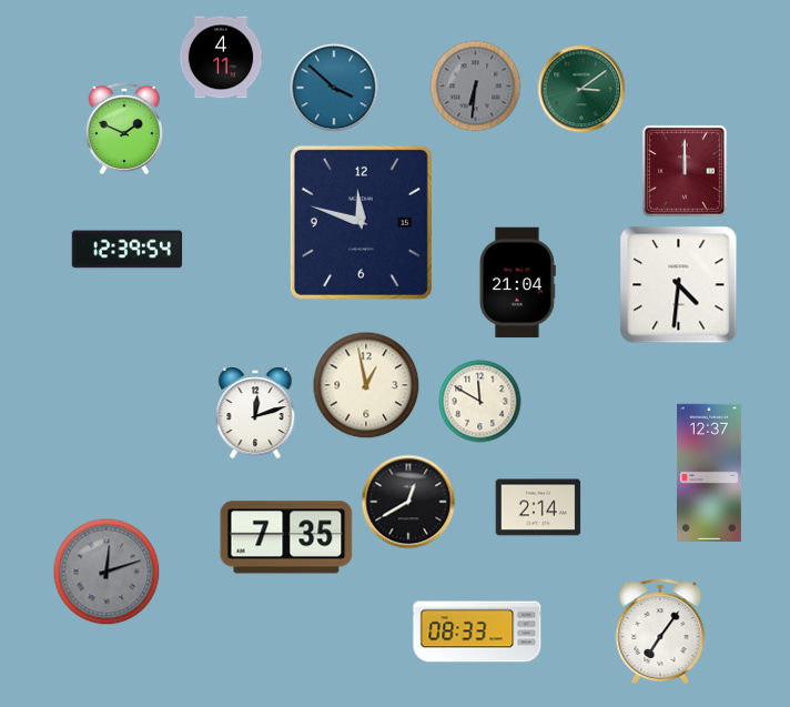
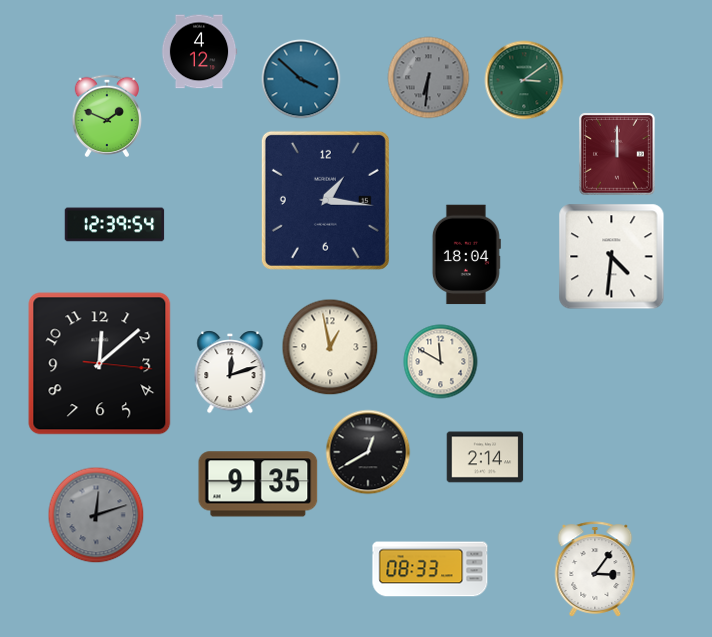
clock at (221, 58): 4:11 -> 4:12
clock at (123, 129) position: (123, 129) -> (106, 116)
clock at (361, 222): 11:48 -> 1:16
clock at (517, 283): 21:04 -> 18:04
clock at (480, 402) position: (480, 402) -> (441, 362)
clock at (100, 364): none -> 12:08
clock at (709, 472): 12:37 -> none
clock at (286, 537): 7:35 -> 9:35
clock at (660, 632): 7:06 -> 3:06
